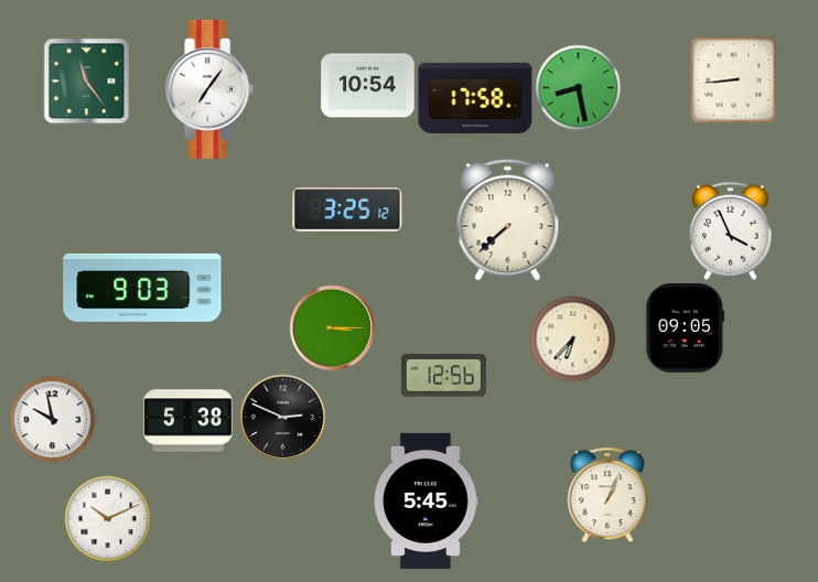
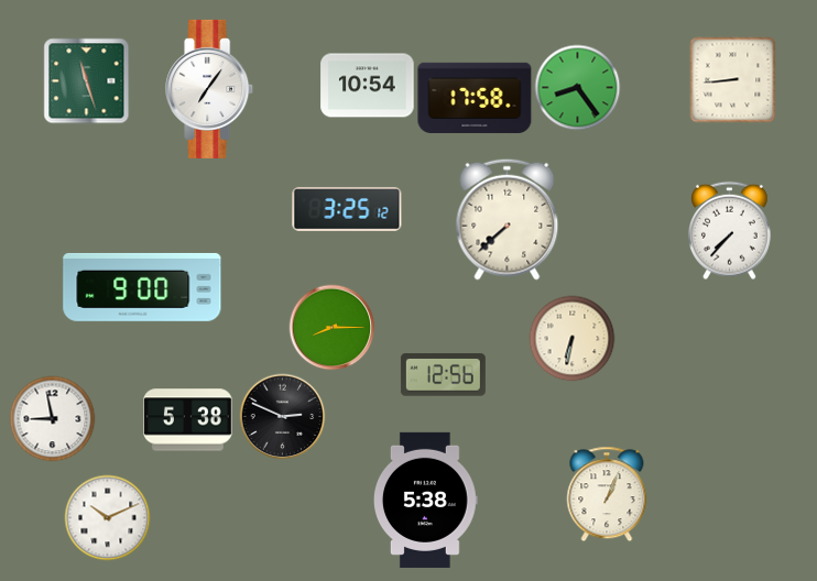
clock at (86, 80): 11:24 -> 11:27
clock at (578, 87): 8:28 -> 8:24
clock at (731, 230): 3:56 -> 7:37
clock at (142, 288): 9:03 -> 9:00
clock at (332, 327): 3:15 -> 8:15
clock at (686, 328): 09:05 -> none
clock at (572, 338): 6:37 -> 6:32
clock at (52, 419): 9:58 -> 8:58
clock at (427, 500): 5:45 -> 5:38
